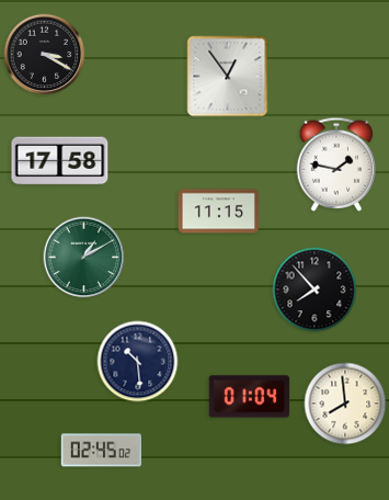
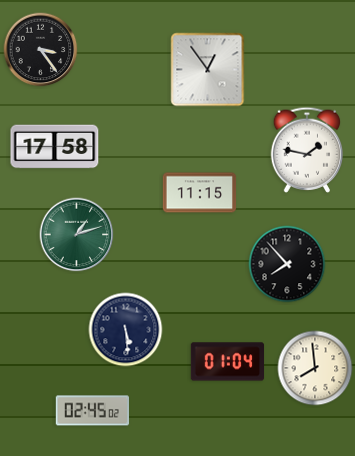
clock at (45, 55): 3:20 -> 3:24
clock at (84, 258): 1:10 -> 1:12
clock at (138, 362): 10:29 -> 5:29
